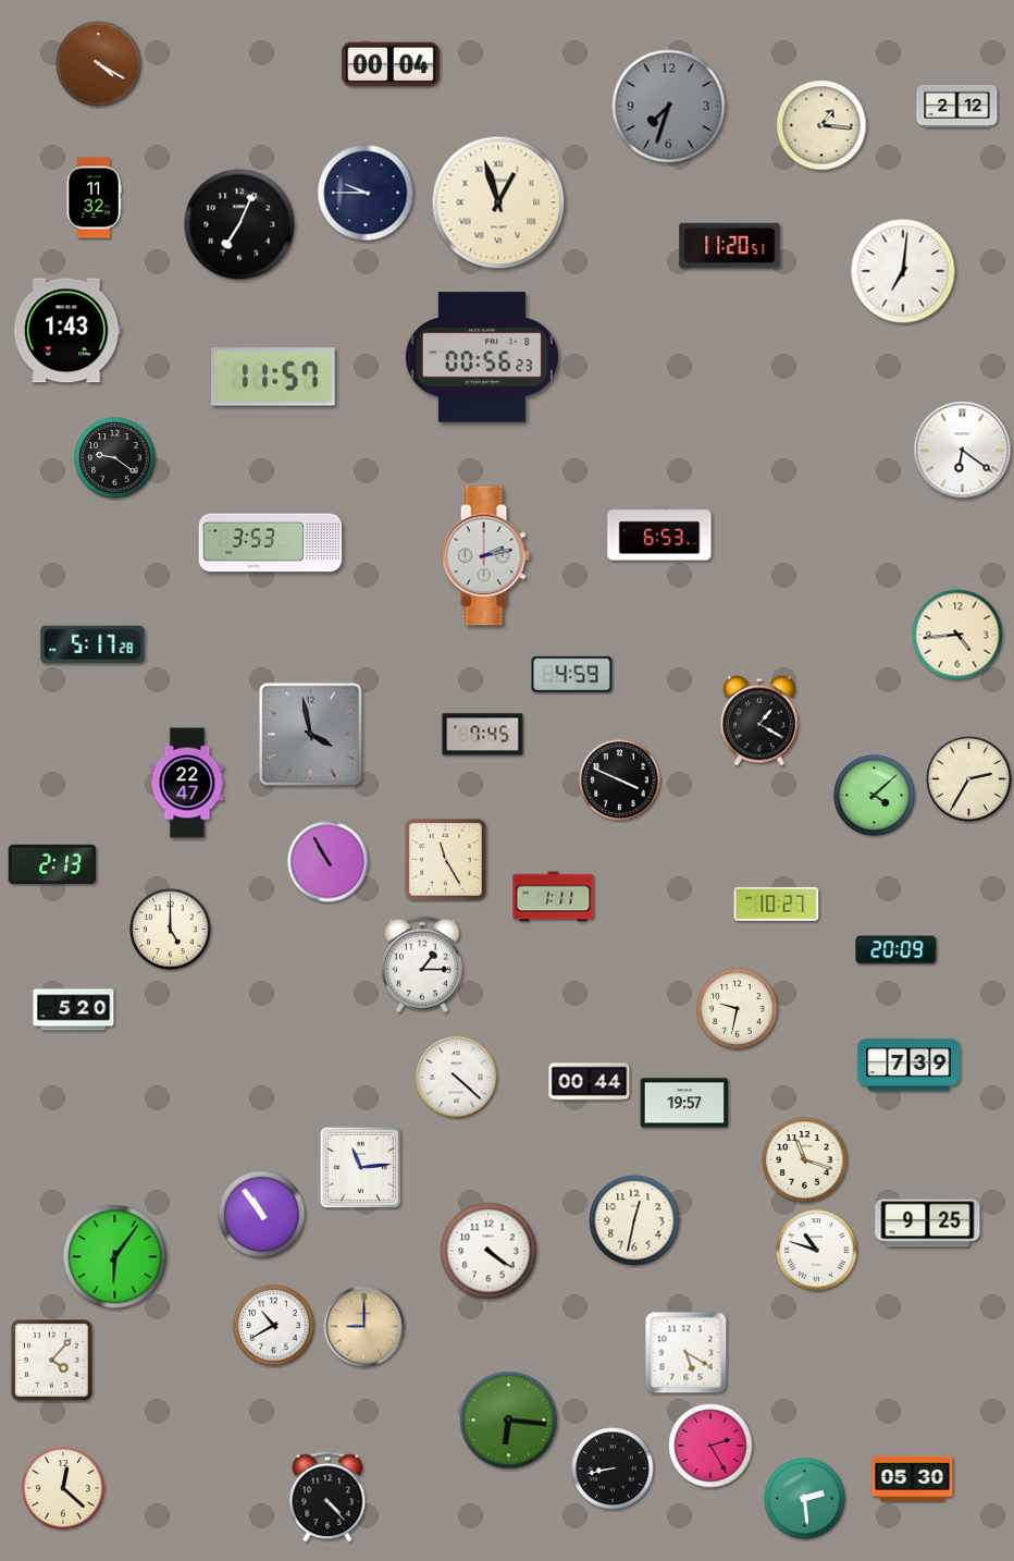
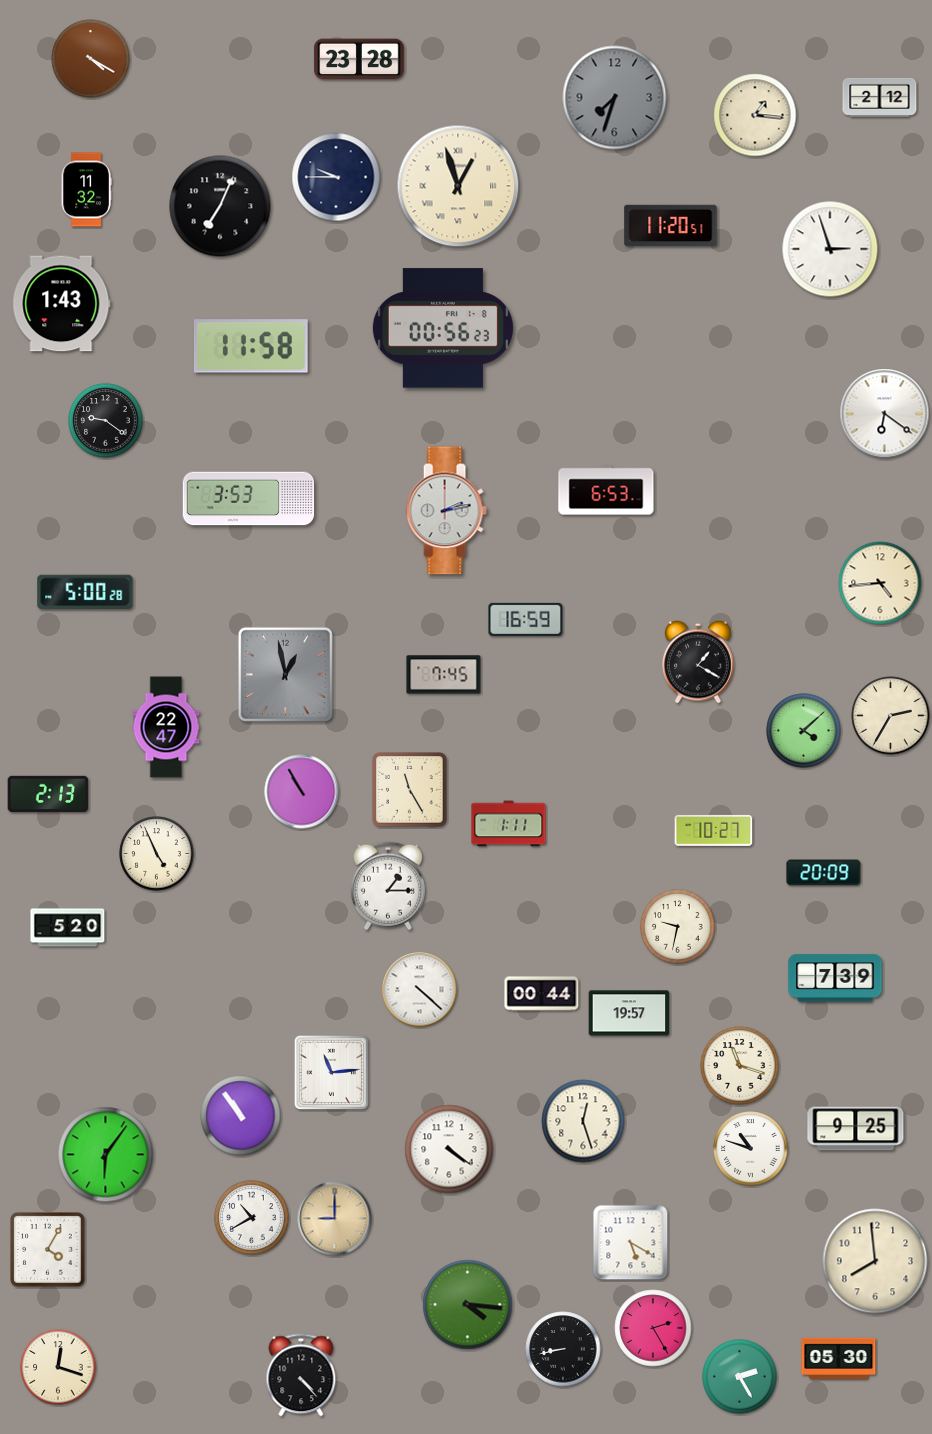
clock at (391, 64): 00:04 -> 23:28
clock at (94, 198) position: (94, 198) -> (86, 190)
clock at (903, 271): 7:01 -> 2:57
clock at (273, 377): 11:57 -> 11:58
clock at (92, 644): 5:17 -> 5:00
clock at (572, 674): 4:59 -> 16:59
clock at (310, 734): 3:58 -> 12:58
clock at (620, 781): 3:49 -> none
clock at (187, 783) position: (187, 783) -> (166, 727)
clock at (171, 930): 5:00 -> 4:56
clock at (634, 1220): 12:32 -> 12:27
clock at (928, 1224) position: (928, 1224) -> (856, 1129)
clock at (52, 1361): 4:07 -> 4:05
clock at (875, 1261): none -> 7:59
clock at (509, 1421): 6:16 -> 4:16
clock at (63, 1488): 12:22 -> 12:18
clock at (805, 1499): 2:29 -> 2:25
